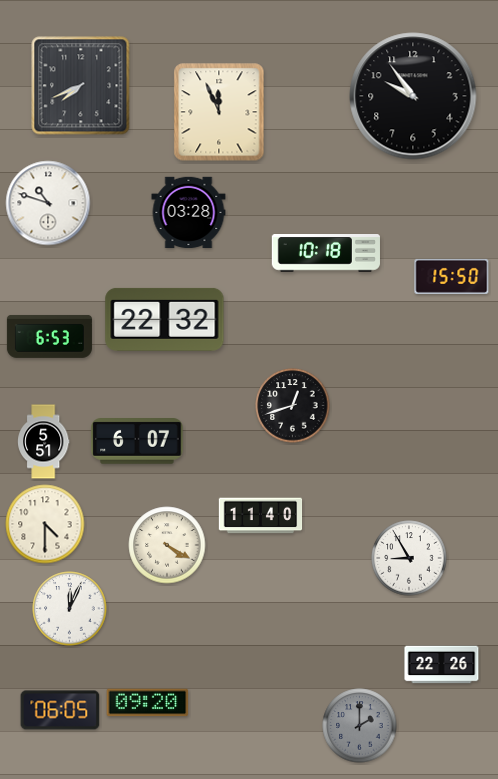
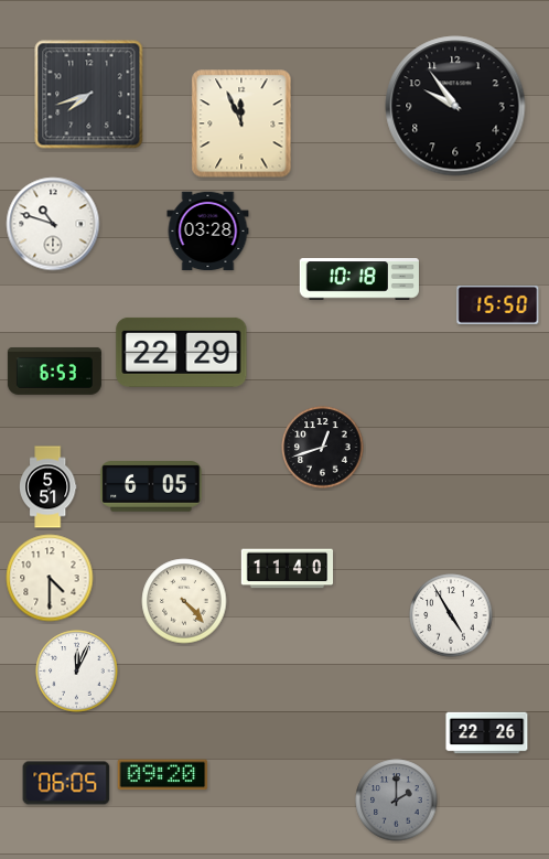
clock at (81, 86): 7:41 -> 7:42
clock at (189, 213) position: (189, 213) -> (208, 232)
clock at (165, 319): 22:32 -> 22:29
clock at (137, 442): 6:07 -> 6:05
clock at (167, 545): 4:20 -> 4:23
clock at (409, 558): 8:55 -> 4:55
